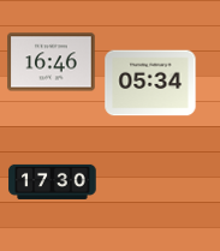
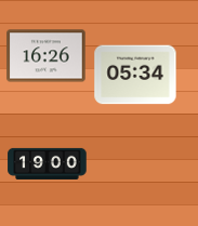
clock at (52, 62): 16:46 -> 16:26
clock at (53, 181): 17:30 -> 19:00
